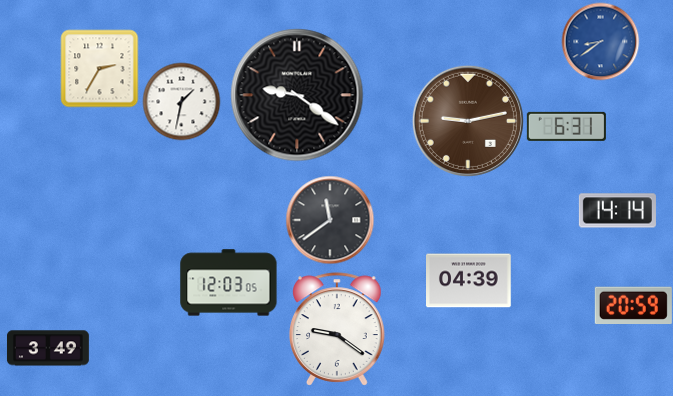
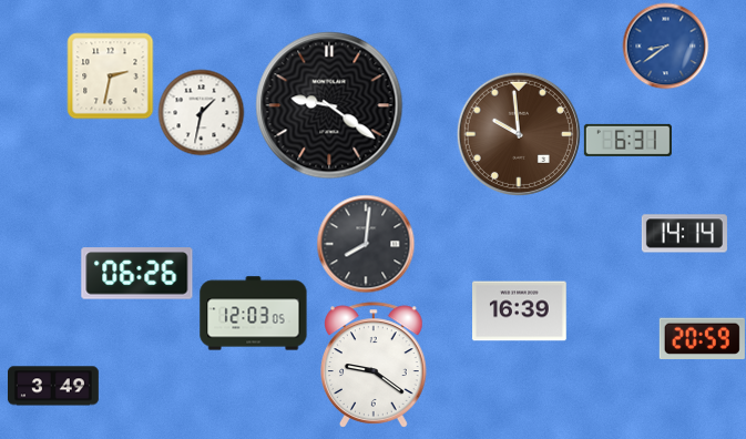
clock at (99, 68): 2:35 -> 2:32
clock at (468, 121): 9:13 -> 9:59
clock at (330, 220): 11:39 -> 8:01
clock at (137, 274): none -> 06:26
clock at (469, 281): 04:39 -> 16:39
